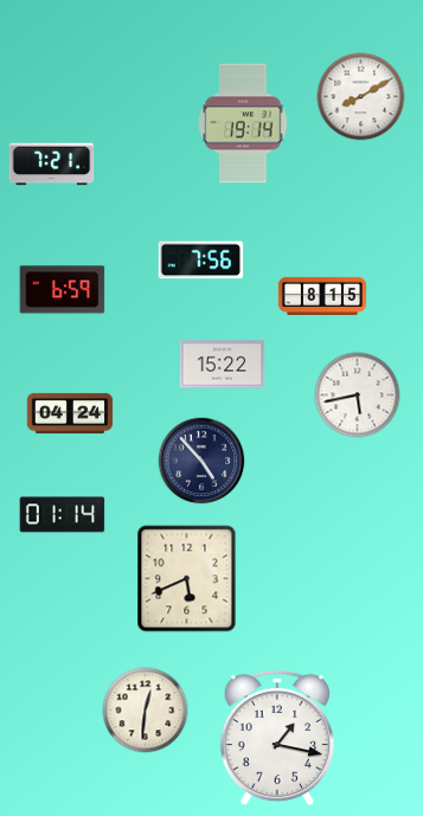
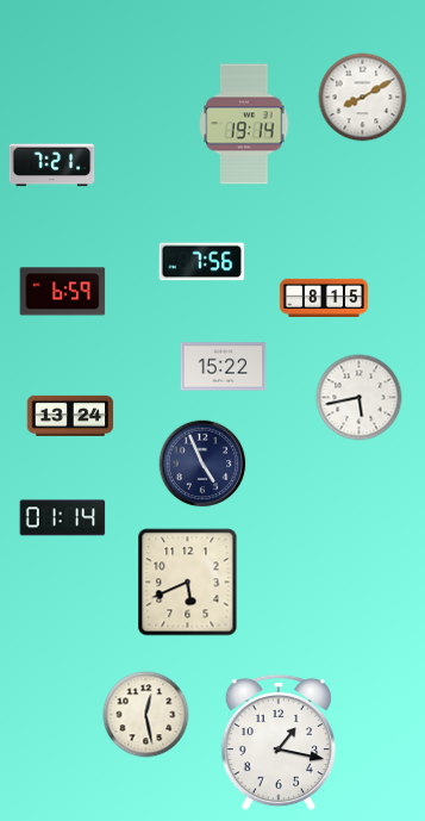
clock at (70, 413): 04:24 -> 13:24
clock at (201, 461): 4:53 -> 4:56
clock at (146, 711): 12:31 -> 12:28
